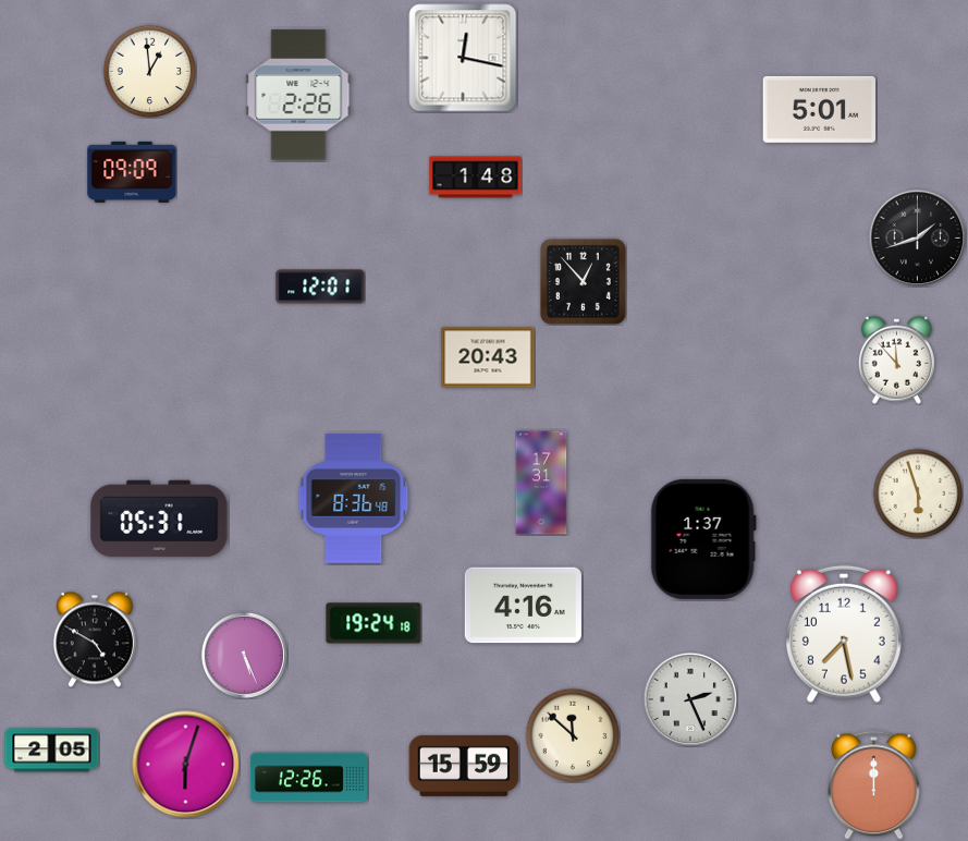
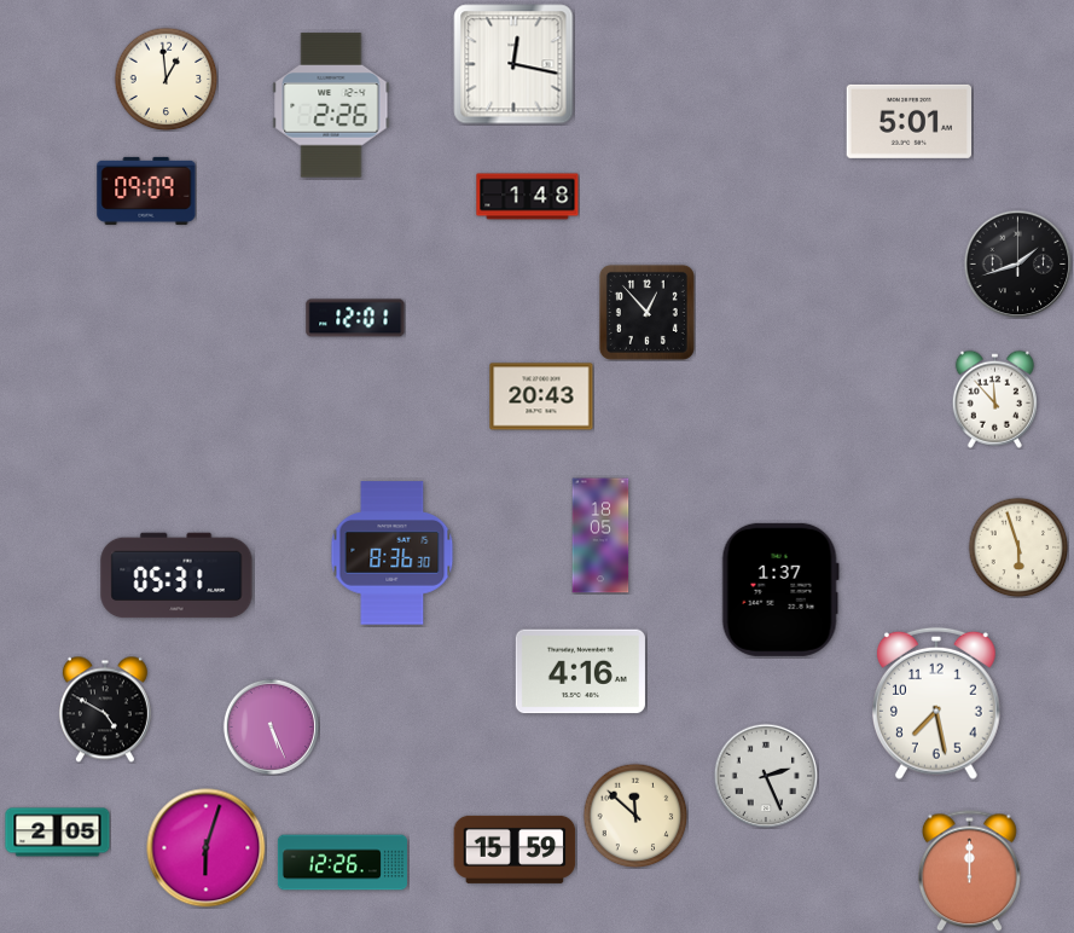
clock at (541, 483): 17:31 -> 18:05
clock at (354, 499): 8:36:48 -> 8:36:30
clock at (703, 539) position: (703, 539) -> (780, 590)
clock at (373, 623): 19:24 -> none
